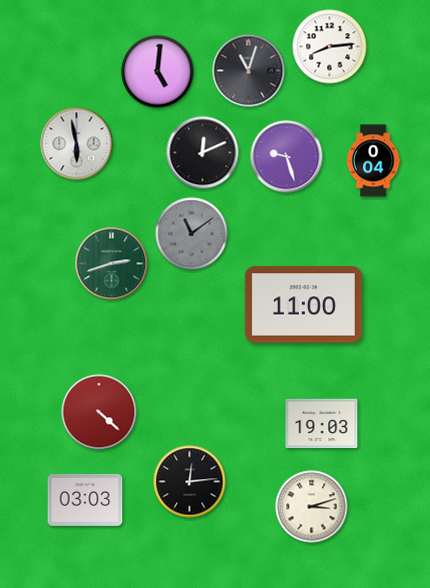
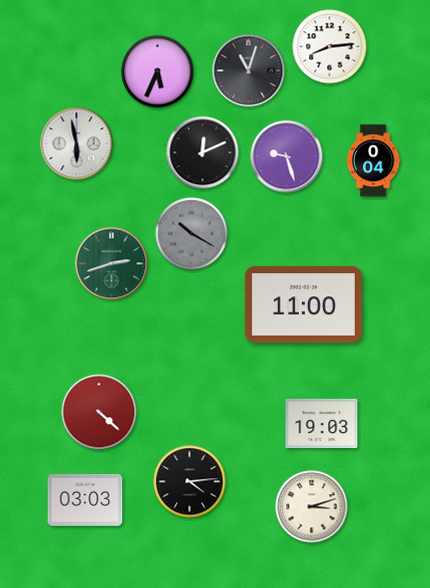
clock at (158, 72): 5:01 -> 5:34
clock at (192, 234): 11:09 -> 10:20
clock at (190, 482): 12:14 -> 4:14
